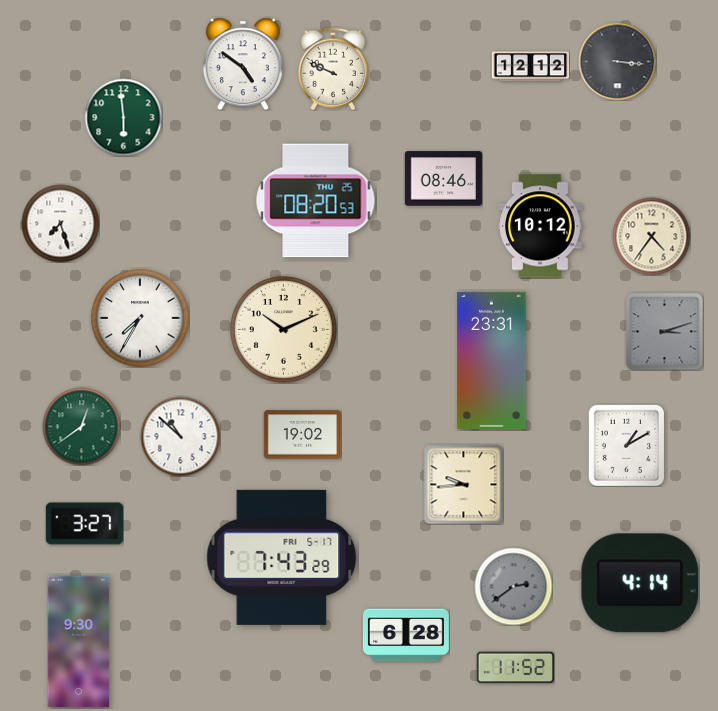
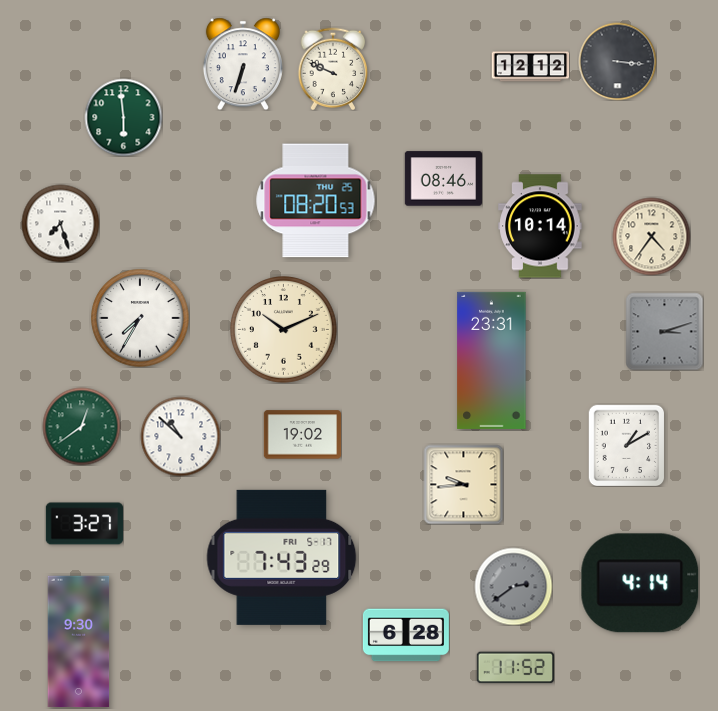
clock at (243, 64): 4:51 -> 6:33
clock at (540, 226): 10:12 -> 10:14
